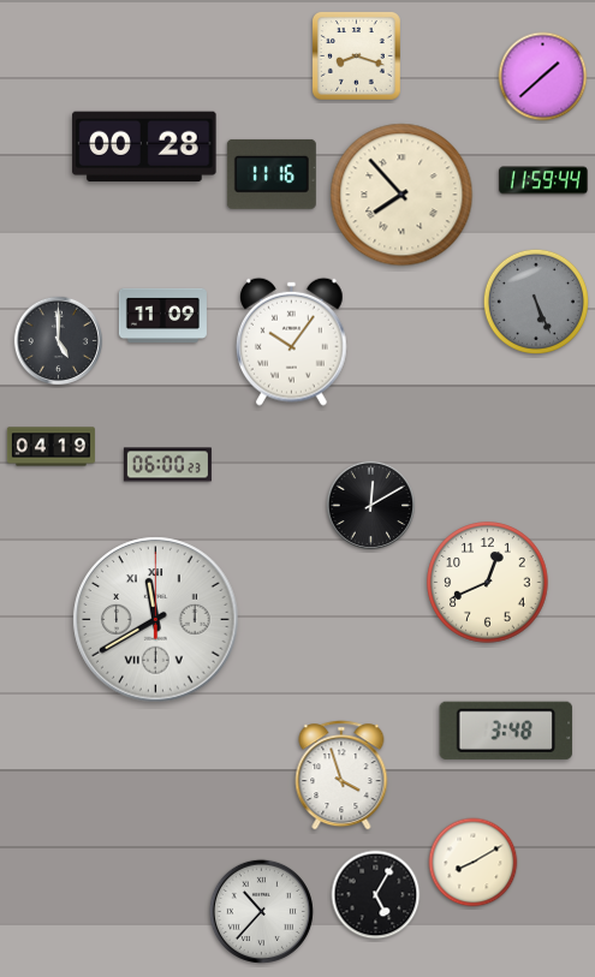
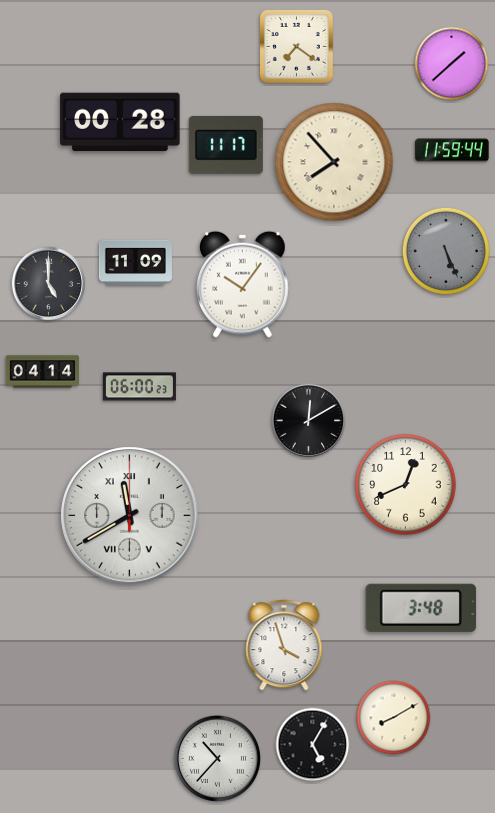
clock at (356, 55): 8:18 -> 7:21
clock at (272, 174): 11:16 -> 11:17
clock at (50, 447): 04:19 -> 04:14
